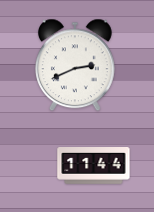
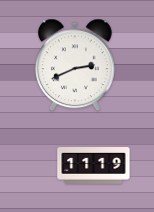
clock at (94, 166): 11:44 -> 11:19
